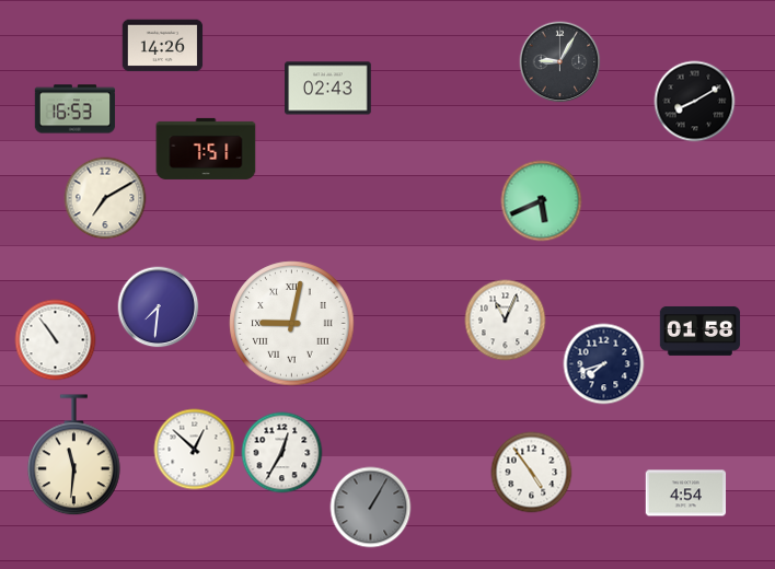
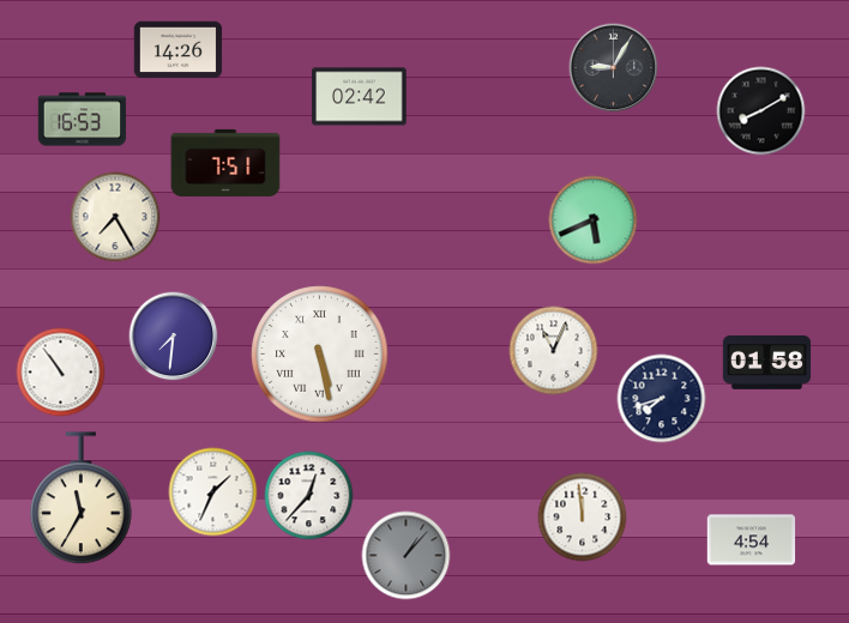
clock at (328, 89): 02:43 -> 02:42
clock at (105, 198): 7:10 -> 7:25
clock at (292, 324): 9:02 -> 5:28
clock at (195, 450): 12:52 -> 1:34
clock at (282, 453): 12:35 -> 12:37
clock at (74, 455): 11:31 -> 11:35
clock at (532, 473): 4:54 -> 11:59
clock at (371, 508): 1:05 -> 1:07
